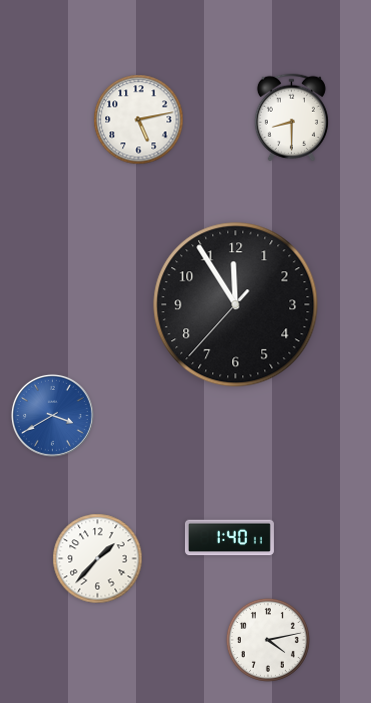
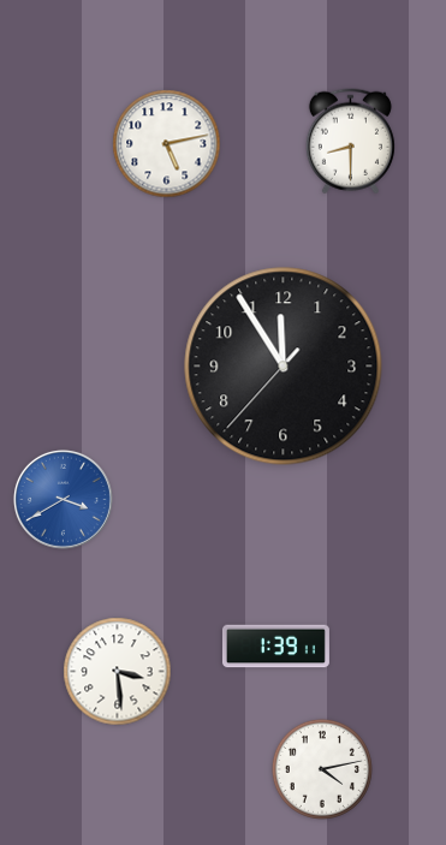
clock at (229, 538): 1:40 -> 1:39
clock at (98, 559): 1:37 -> 3:29
